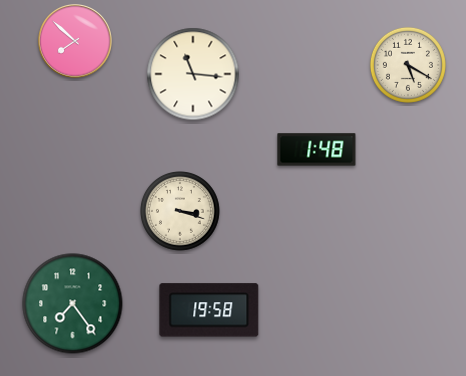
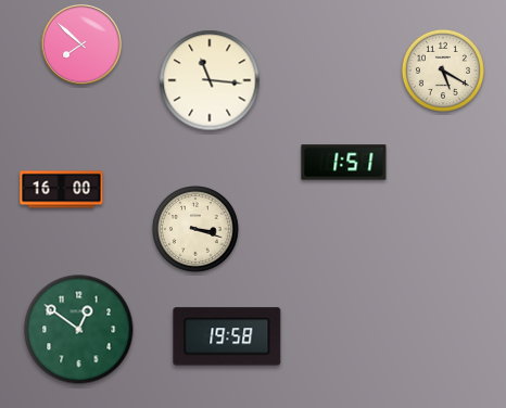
clock at (317, 150): 1:48 -> 1:51
clock at (62, 190): none -> 16:00
clock at (73, 304): 7:24 -> 12:51
